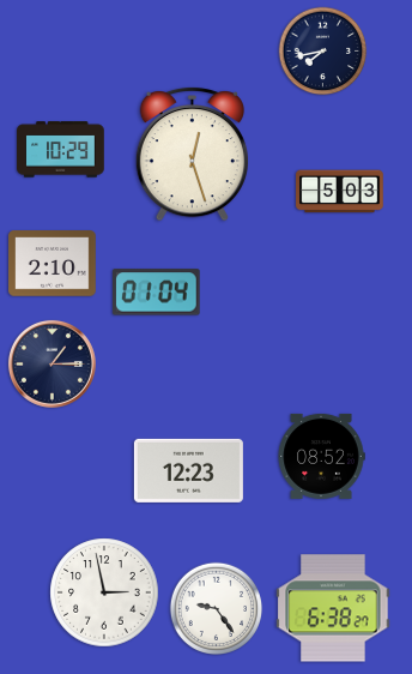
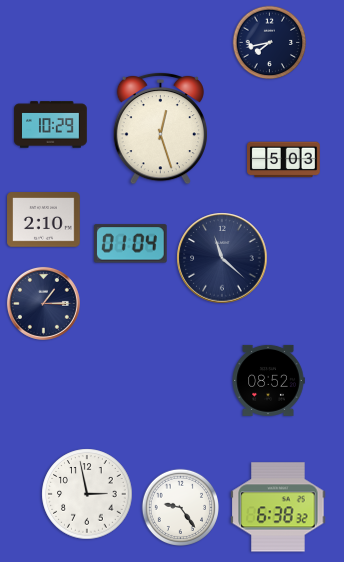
clock at (222, 258): none -> 11:22
clock at (188, 470): 12:23 -> none
clock at (333, 608): 6:38:27 -> 6:38:32
